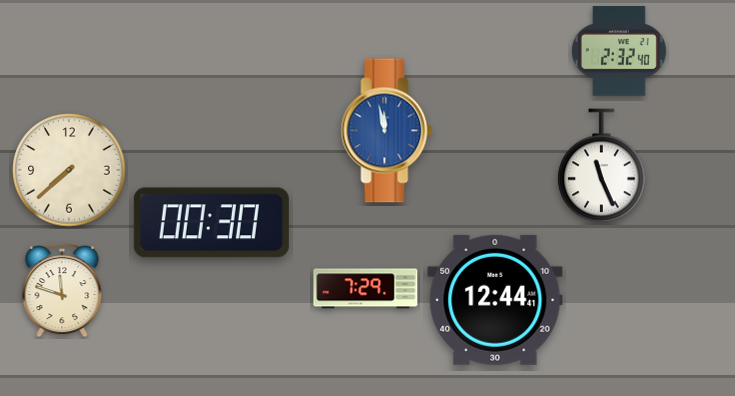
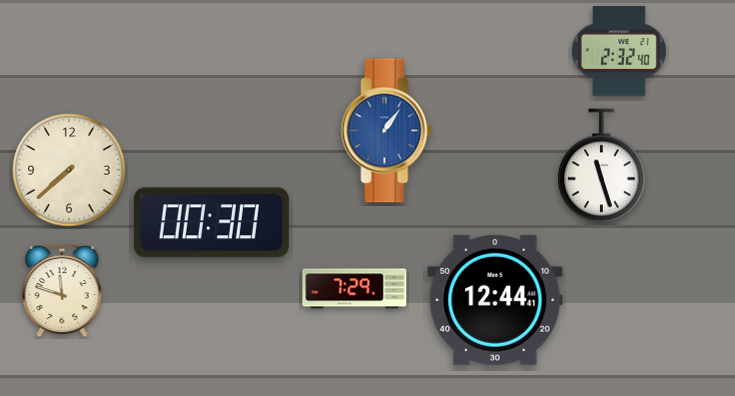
clock at (387, 131): 11:58 -> 1:06
clock at (602, 166): 11:26 -> 11:27
clock at (366, 289) position: (366, 289) -> (355, 289)
